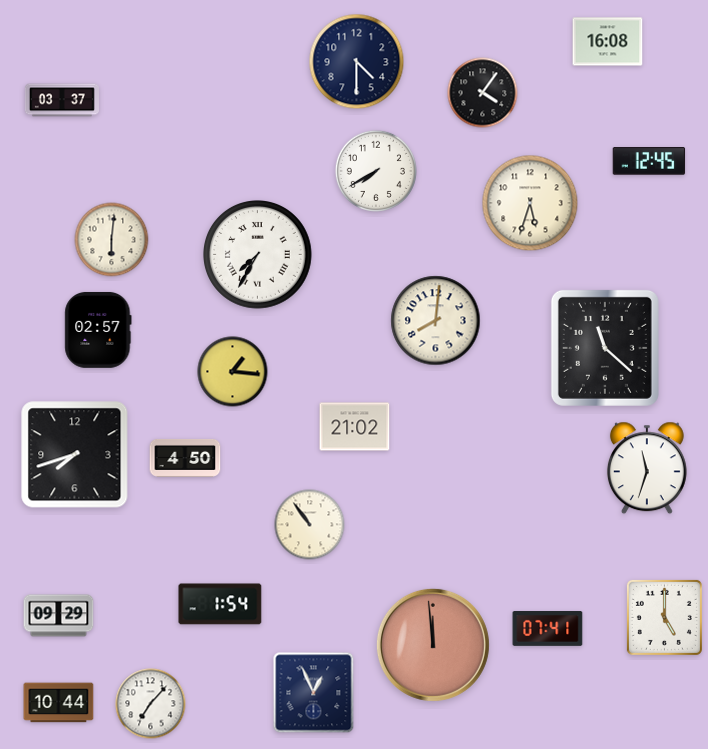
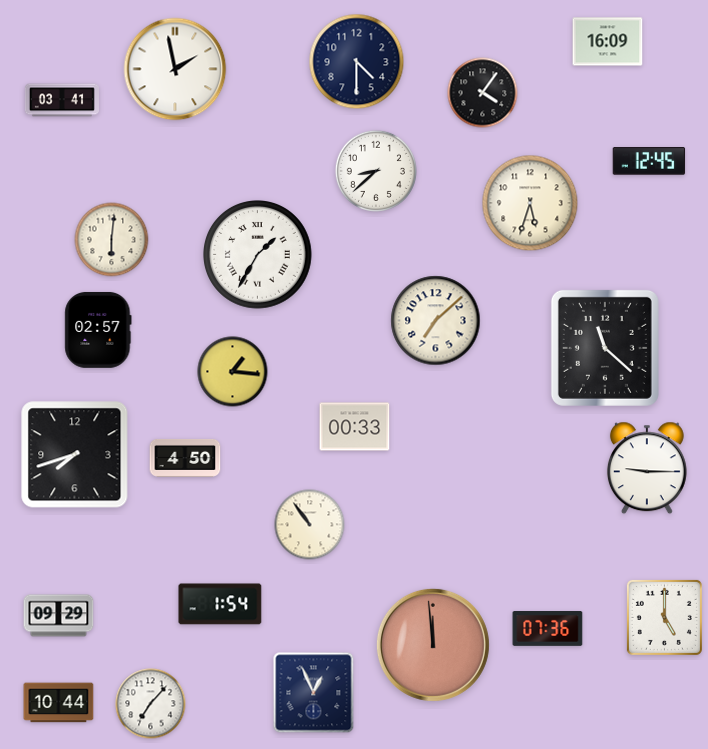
clock at (608, 42): 16:08 -> 16:09
clock at (175, 69): none -> 1:58
clock at (62, 100): 03:37 -> 03:41
clock at (376, 171): 7:40 -> 8:38
clock at (258, 255): 7:35 -> 1:35
clock at (436, 321): 8:01 -> 7:08
clock at (355, 427): 21:02 -> 00:33
clock at (647, 468): 11:33 -> 9:15
clock at (548, 629): 07:41 -> 07:36
